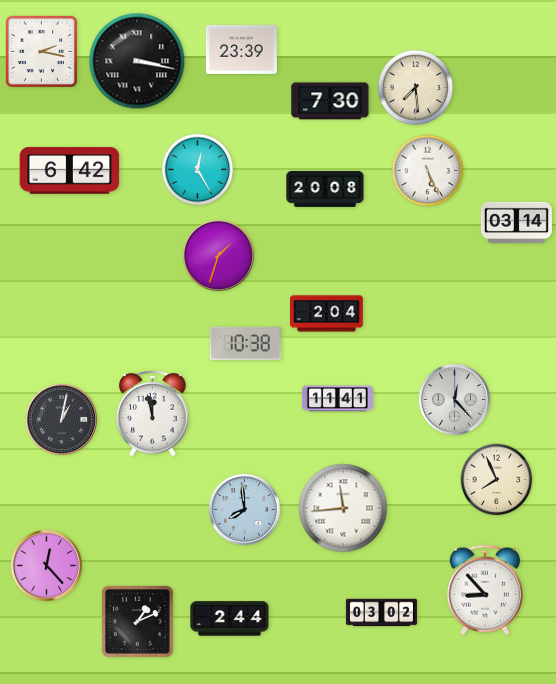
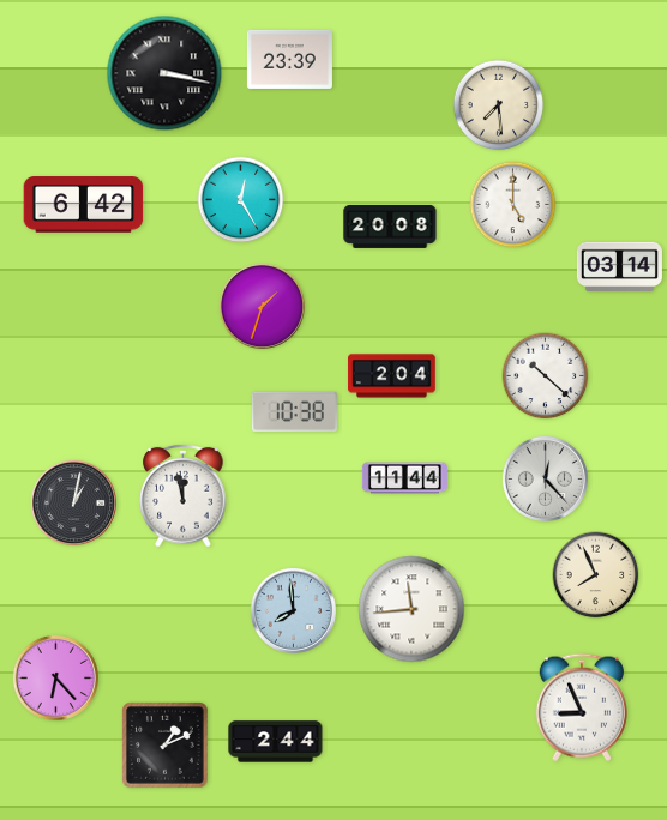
clock at (41, 51): 2:17 -> none
clock at (330, 101): 7:30 -> none
clock at (198, 170) position: (198, 170) -> (241, 200)
clock at (428, 171): 5:26 -> 5:00
clock at (546, 376): none -> 10:22
clock at (337, 399): 11:41 -> 11:44
clock at (46, 565): 12:23 -> 6:23
clock at (485, 590): 8:53 -> 8:56
clock at (381, 613): 03:02 -> none
